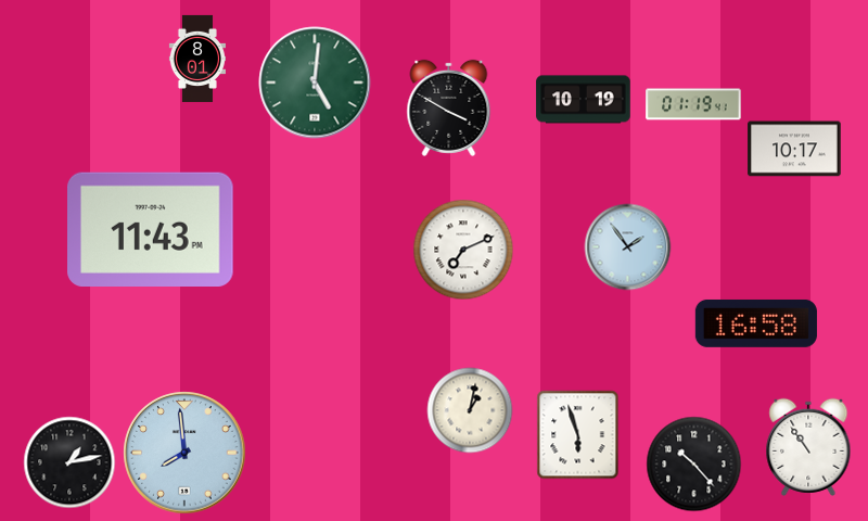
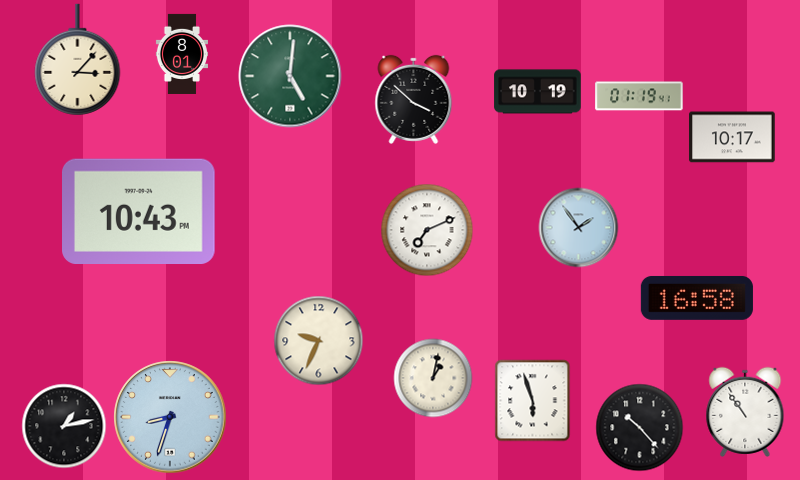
clock at (78, 60): none -> 3:07
clock at (449, 107): 3:50 -> 3:52
clock at (151, 229): 11:43 -> 10:43
clock at (319, 341): none -> 9:34
clock at (184, 453): 7:59 -> 8:33
